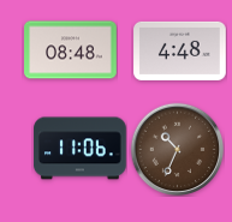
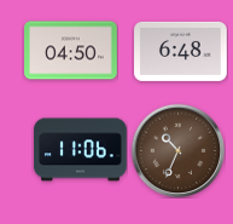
clock at (71, 50): 08:48 -> 04:50
clock at (180, 50): 4:48 -> 6:48
